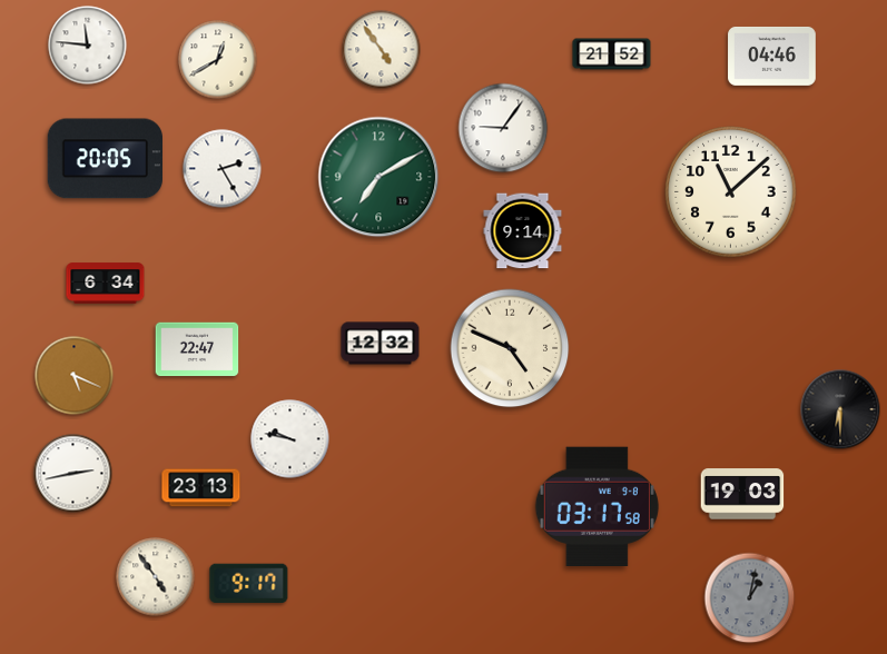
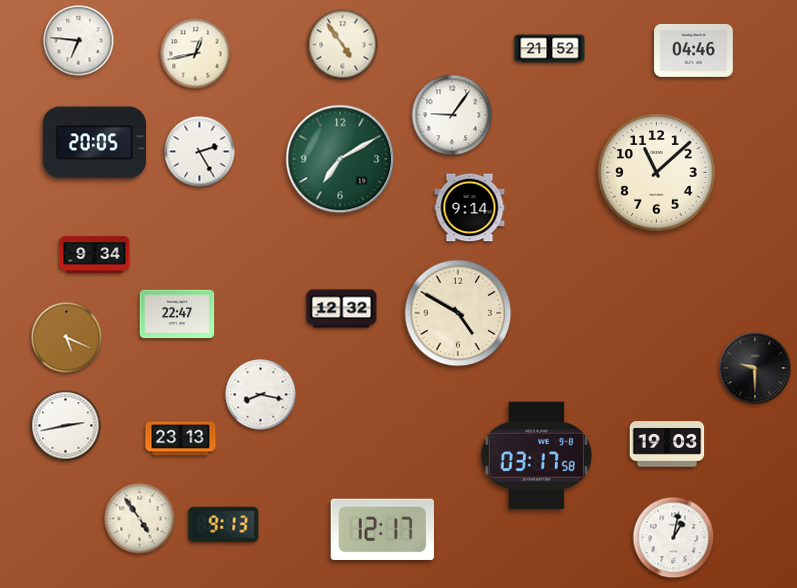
clock at (88, 46): 11:46 -> 6:46
clock at (218, 60): 12:40 -> 12:43
clock at (106, 284): 6:34 -> 9:34
clock at (510, 348): 4:49 -> 4:50
clock at (840, 409): 6:30 -> 9:30
clock at (290, 439): 9:47 -> 8:17
clock at (249, 584): 9:17 -> 9:13
clock at (382, 529): none -> 12:17
clock at (750, 598) dial: grey -> white
